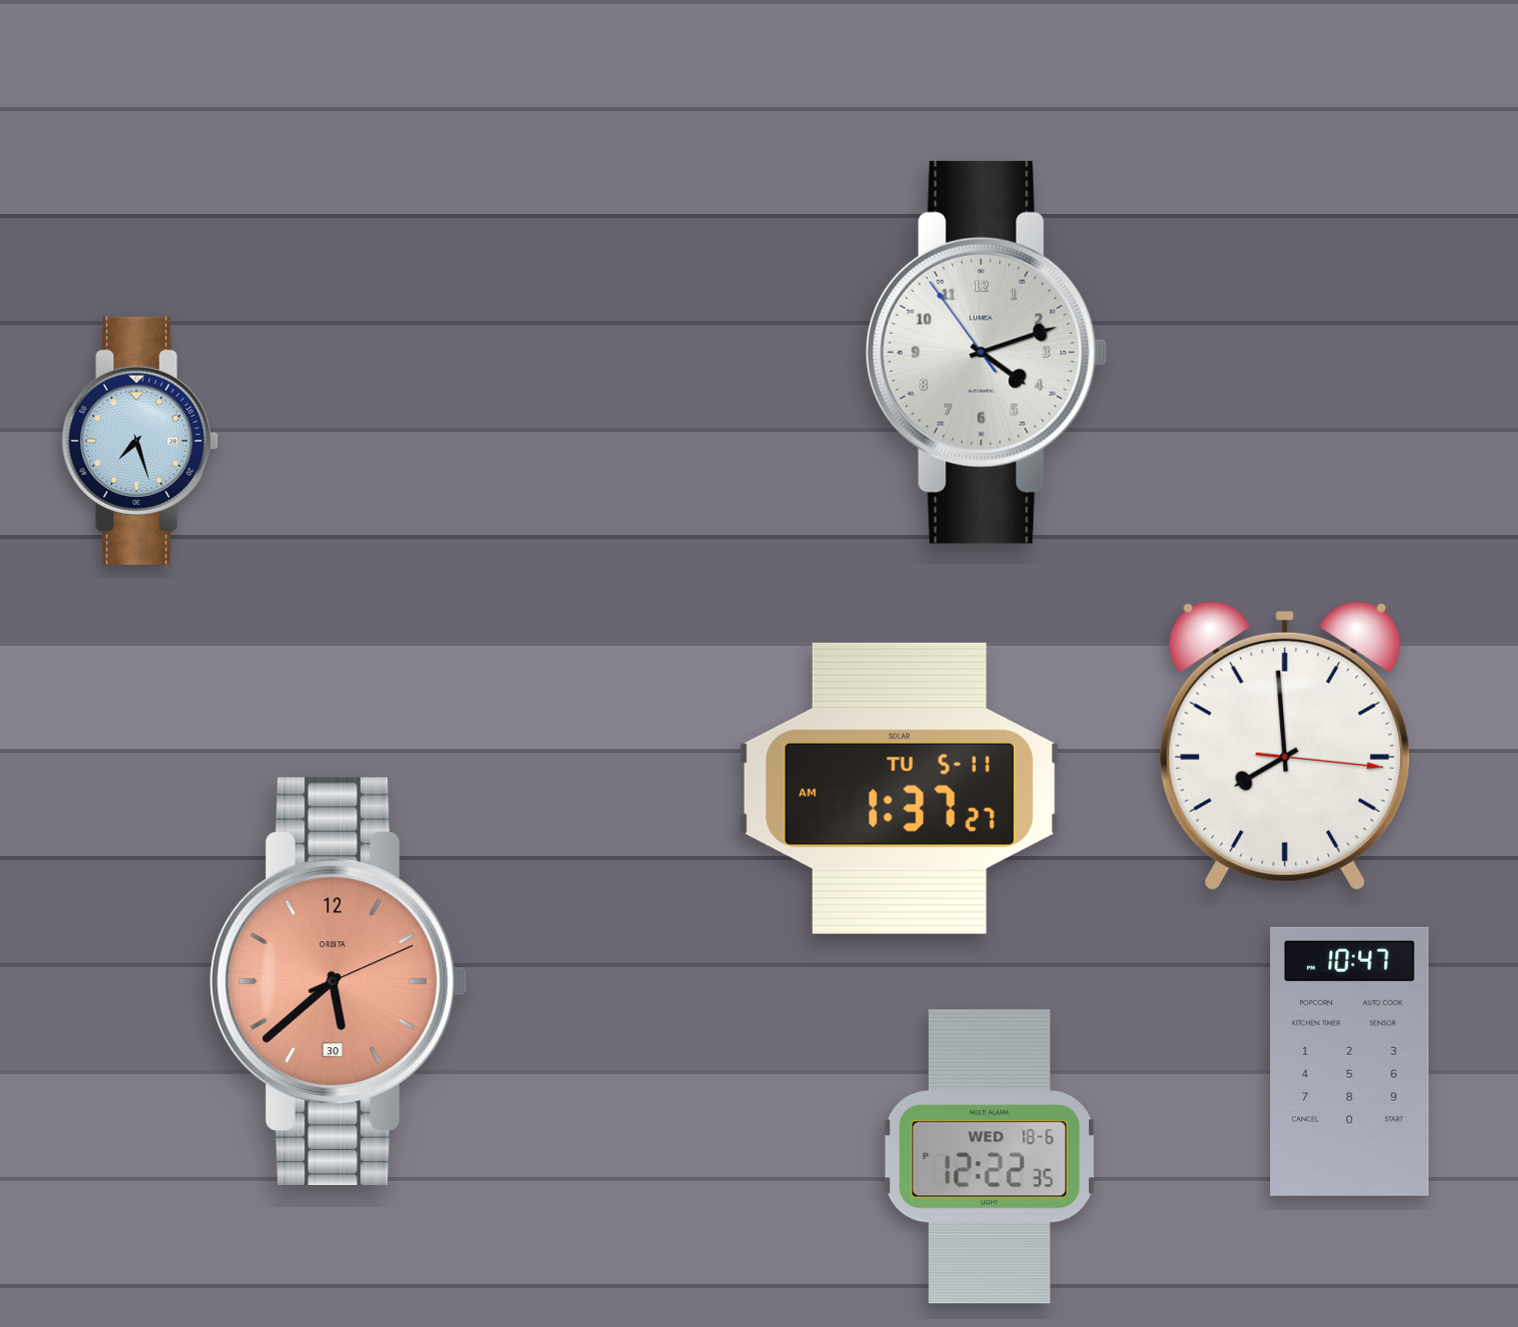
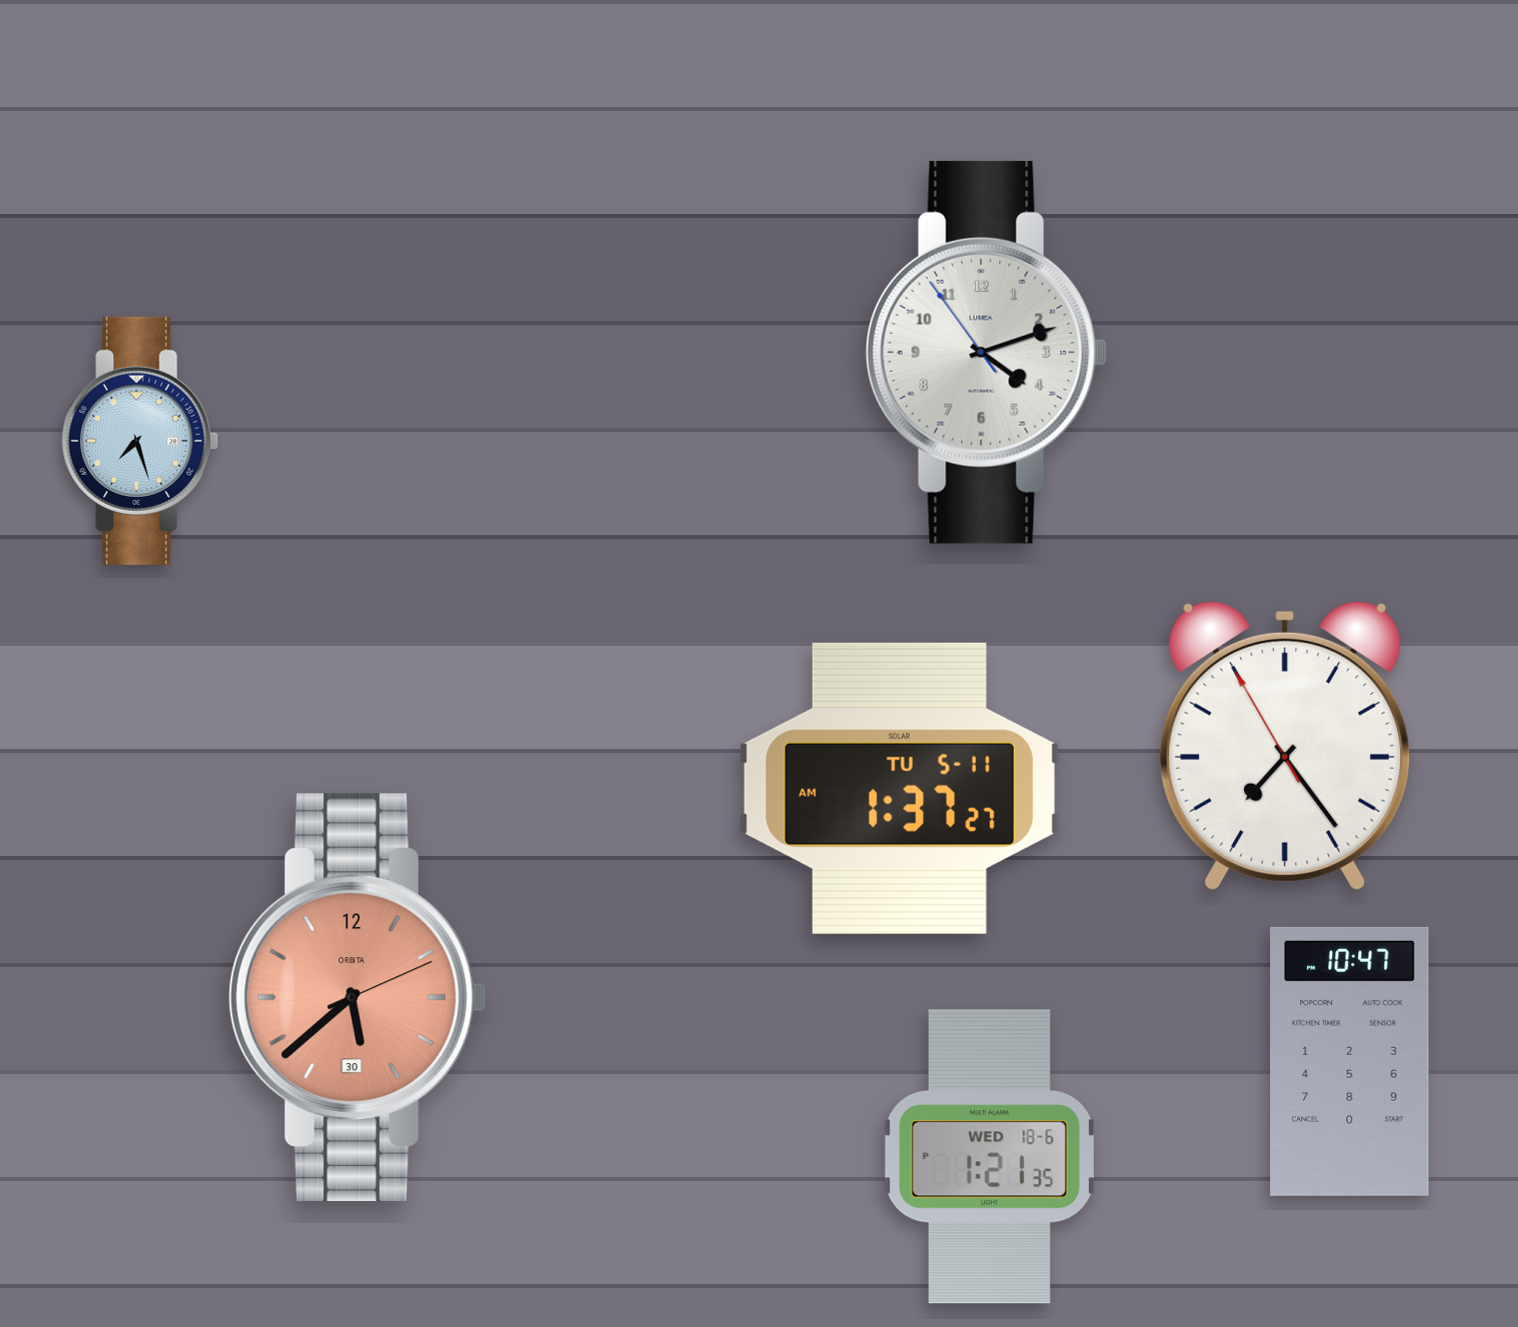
clock at (1285, 745): 7:59 -> 7:23
clock at (338, 981) position: (338, 981) -> (357, 997)
clock at (989, 1157): 12:22 -> 1:21
